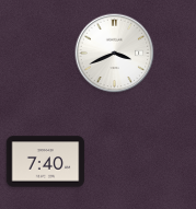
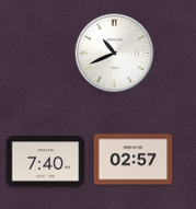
clock at (115, 54): 3:41 -> 10:41
clock at (134, 160): none -> 02:57
